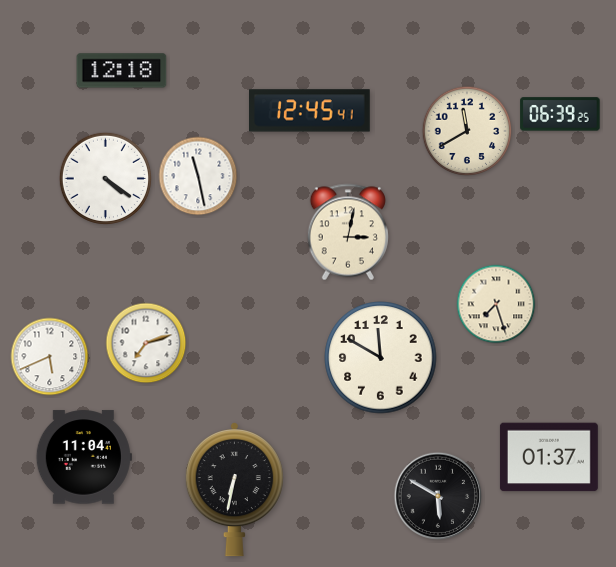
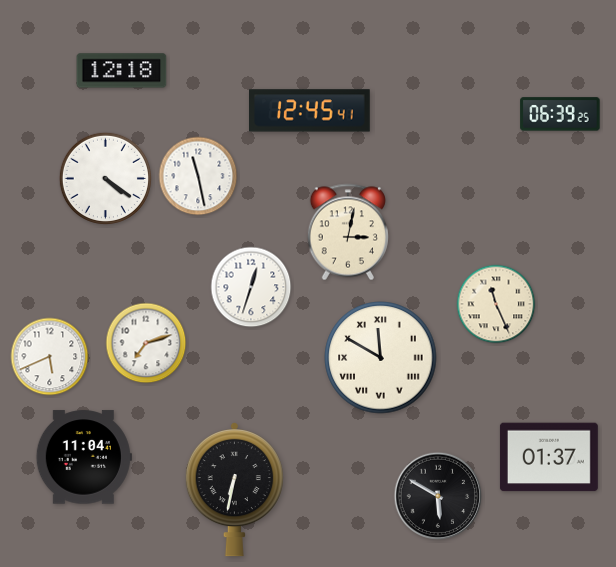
clock at (467, 131): 11:40 -> none
clock at (251, 287): none -> 12:33
clock at (496, 304): 7:27 -> 11:26
clock at (381, 358) numerals: Arabic -> Roman
